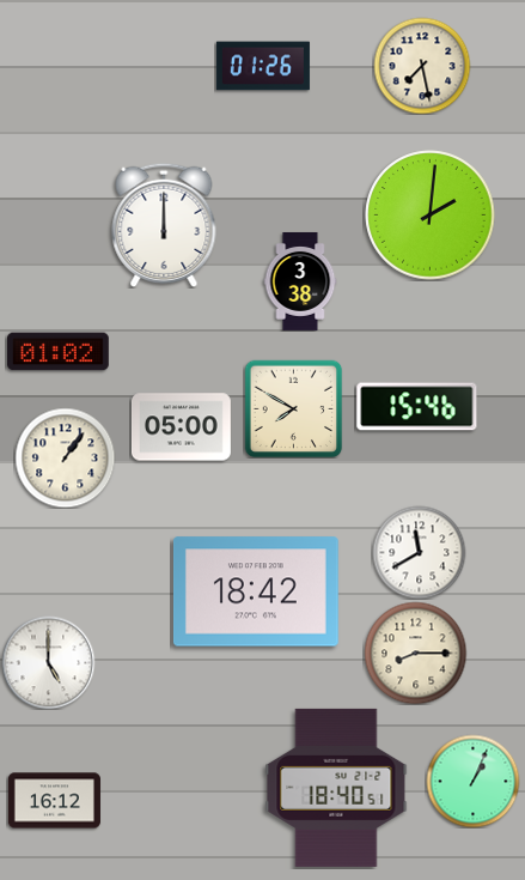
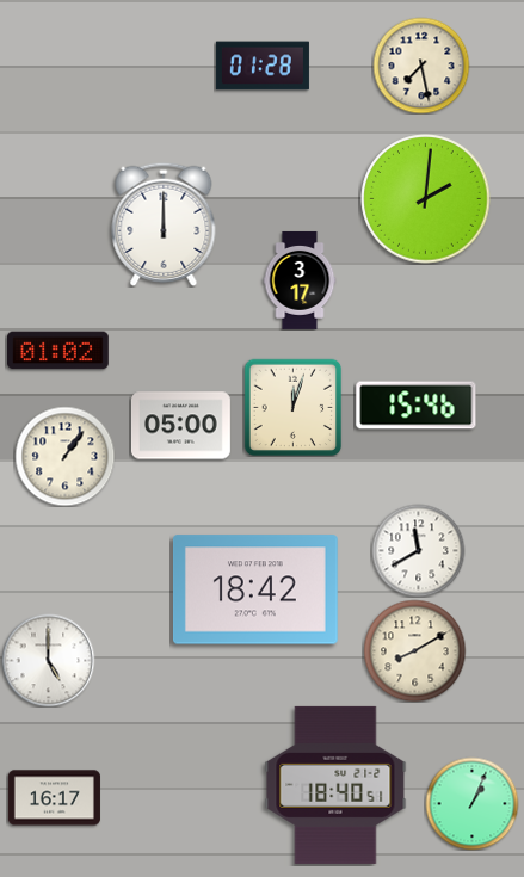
clock at (263, 66): 01:26 -> 01:28
clock at (431, 216) position: (431, 216) -> (426, 199)
clock at (300, 281): 3:38 -> 3:17
clock at (293, 408): 7:50 -> 12:03
clock at (415, 653): 8:15 -> 8:10
clock at (472, 781) position: (472, 781) -> (471, 803)
clock at (54, 801): 16:12 -> 16:17
